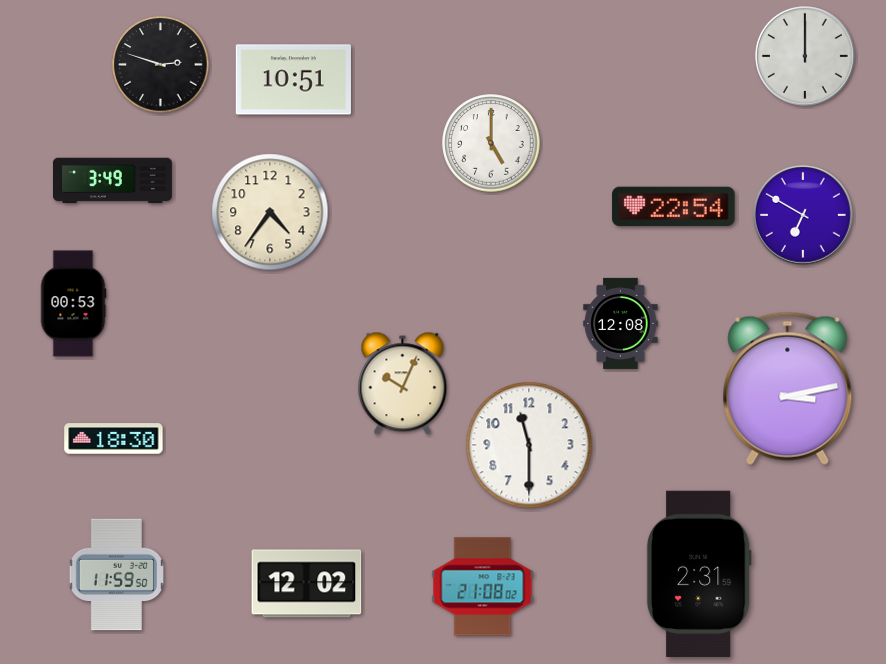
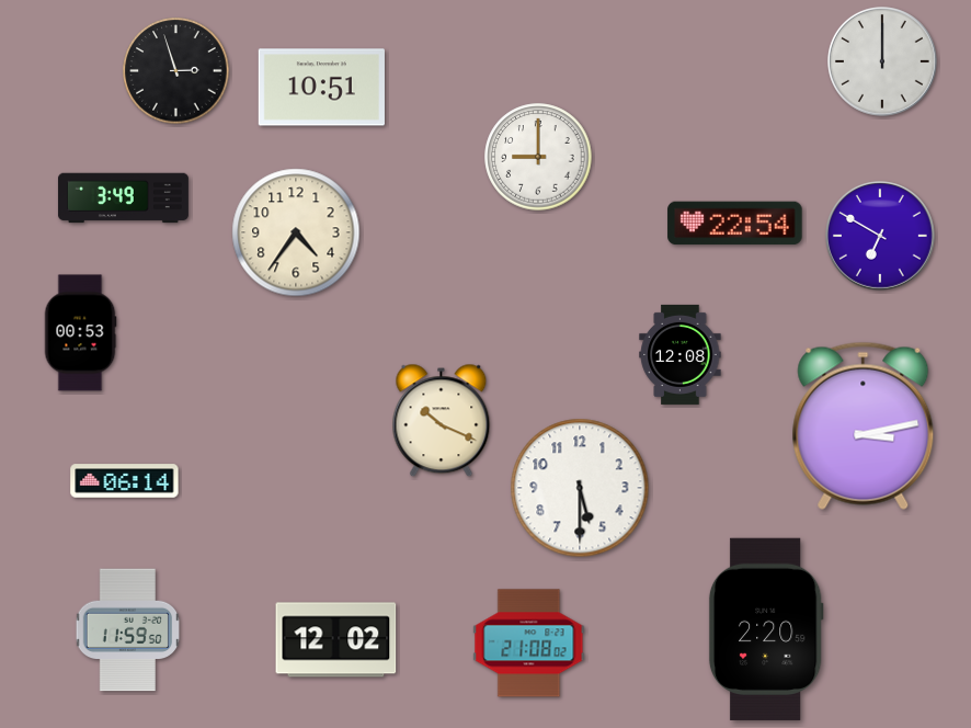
clock at (161, 65): 2:48 -> 2:57
clock at (491, 143): 5:00 -> 9:00
clock at (674, 207) position: (674, 207) -> (735, 224)
clock at (403, 384): 10:04 -> 10:19
clock at (114, 439): 18:30 -> 06:14
clock at (529, 445): 11:30 -> 5:30
clock at (699, 574): 2:31 -> 2:20
